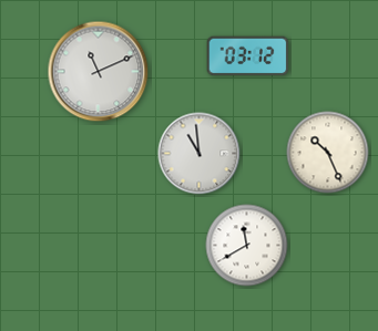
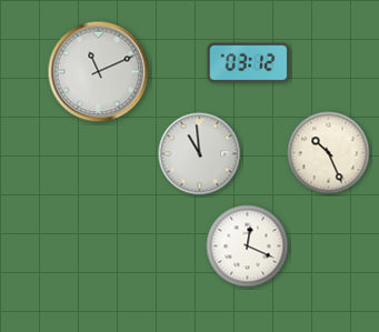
clock at (248, 56) position: (248, 56) -> (249, 63)
clock at (247, 246): 11:40 -> 12:19
